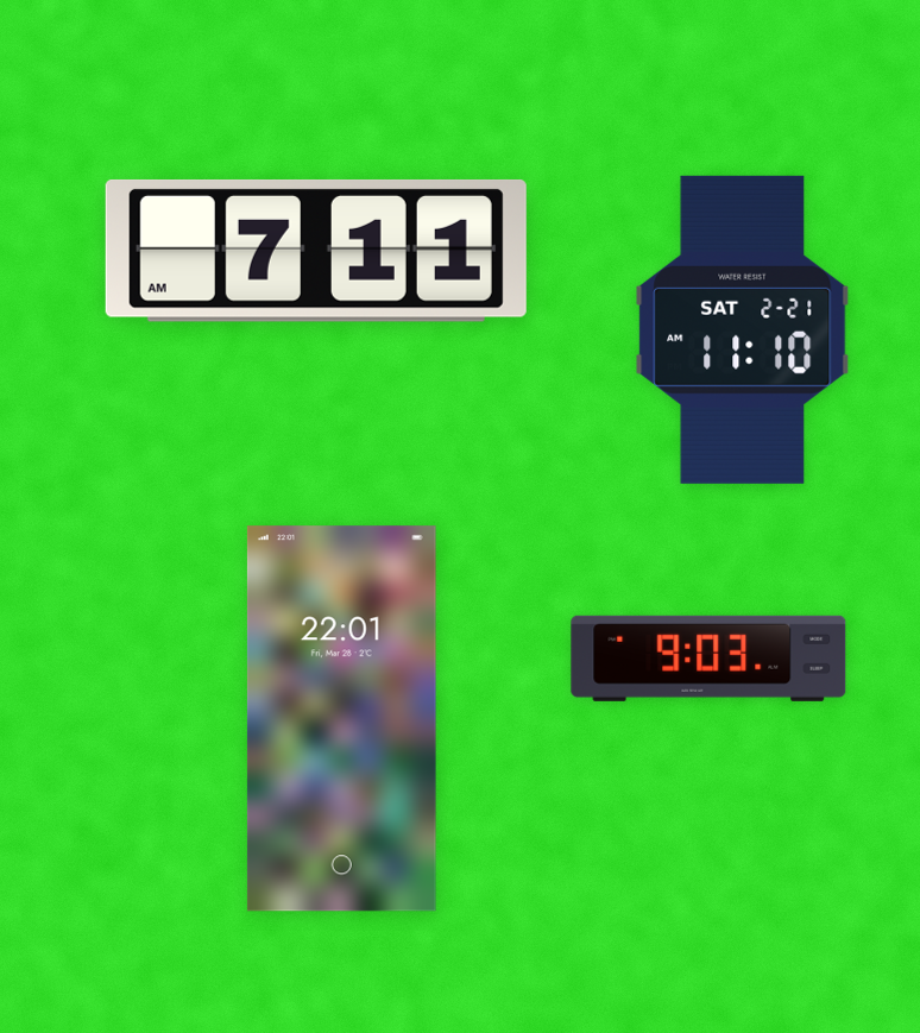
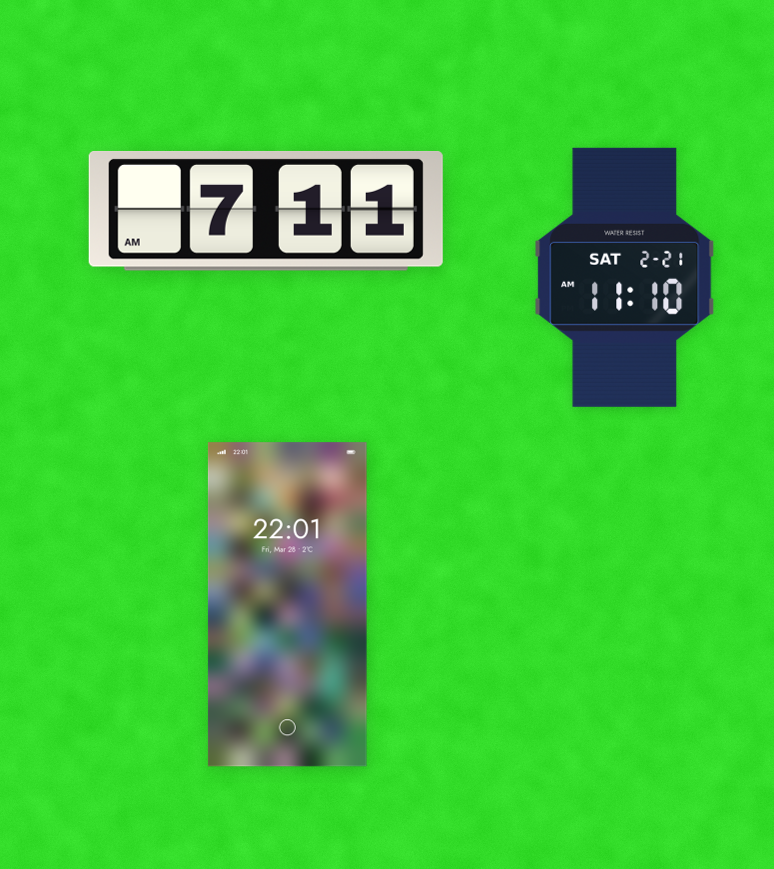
clock at (708, 659): 9:03 -> none
